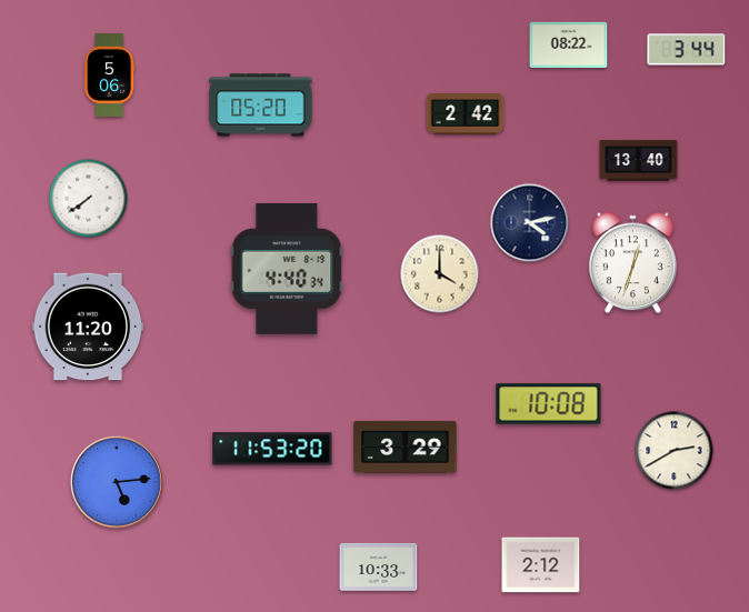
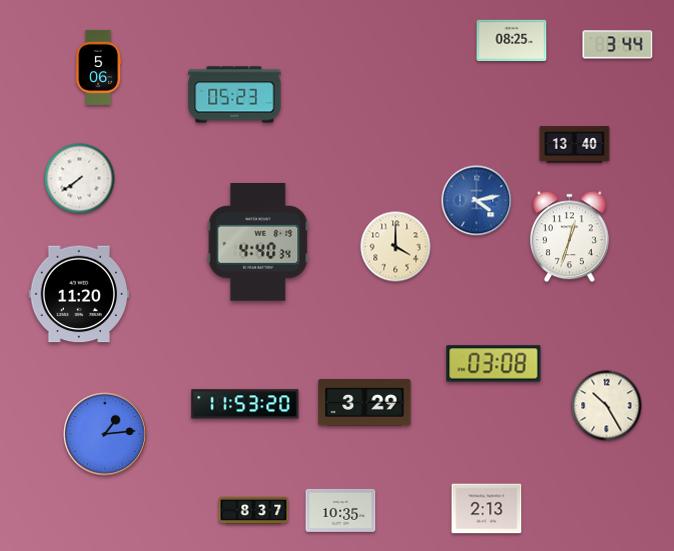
clock at (569, 46): 08:22 -> 08:25
clock at (261, 106): 05:20 -> 05:23
clock at (466, 114): 2:42 -> none
clock at (530, 223) dial: navy -> blue
clock at (549, 404): 10:08 -> 03:08
clock at (675, 451): 2:40 -> 10:25
clock at (117, 482): 5:14 -> 1:14
clock at (541, 565): 2:12 -> 2:13
clock at (379, 566): 10:33 -> 10:35
clock at (254, 511): none -> 8:37
